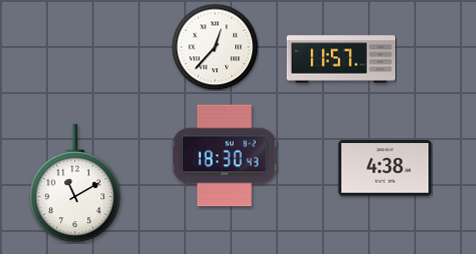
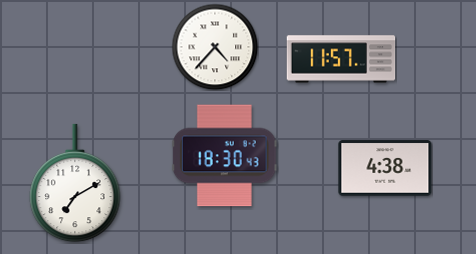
clock at (215, 47): 12:37 -> 4:37
clock at (75, 183): 11:10 -> 7:10
